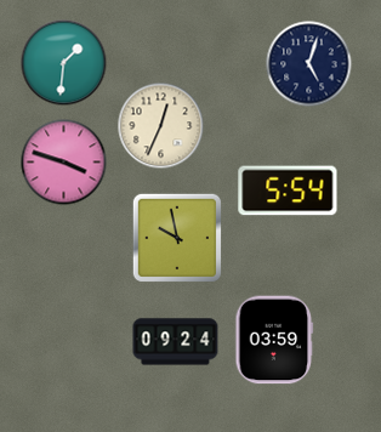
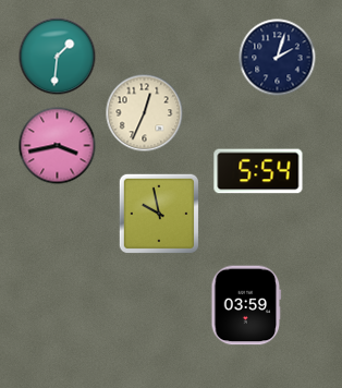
clock at (309, 64): 5:03 -> 2:03
clock at (64, 163): 3:48 -> 3:43
clock at (176, 342): 09:24 -> none
